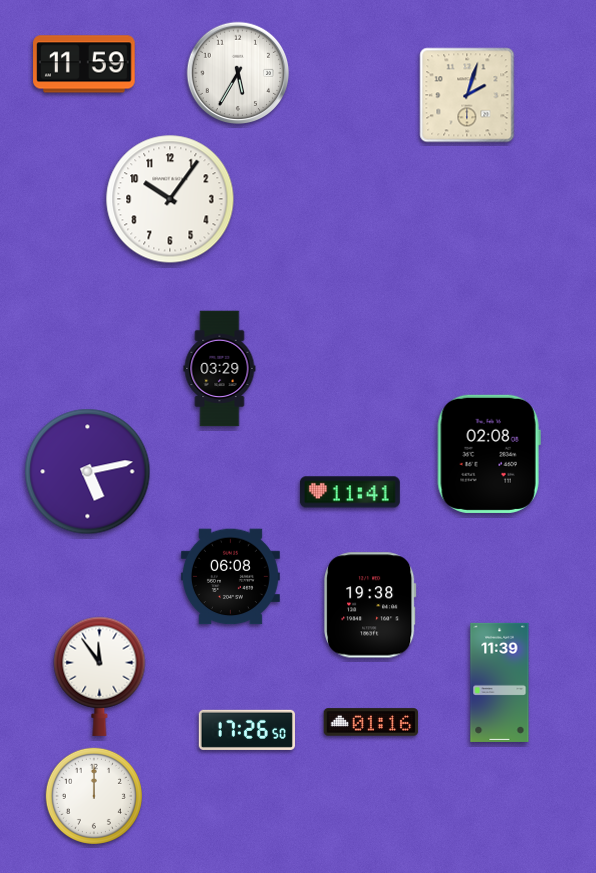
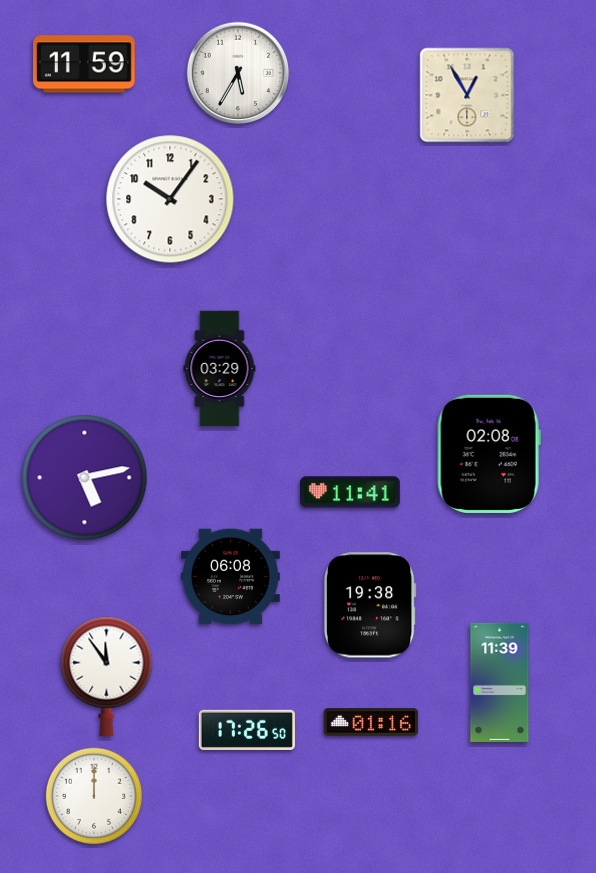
clock at (467, 95): 2:03 -> 12:55
clock at (88, 472) position: (88, 472) -> (85, 478)
clock at (100, 676) position: (100, 676) -> (107, 676)
